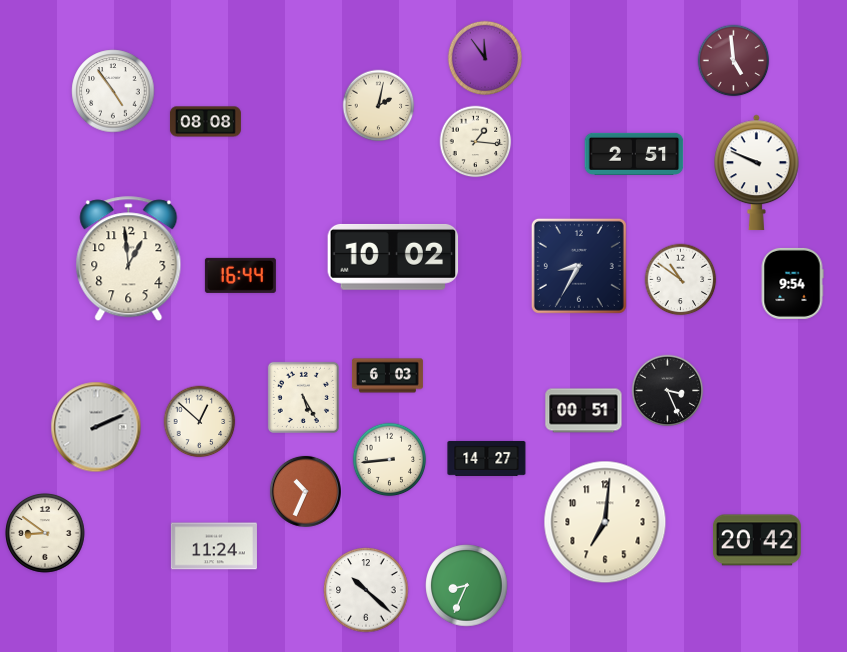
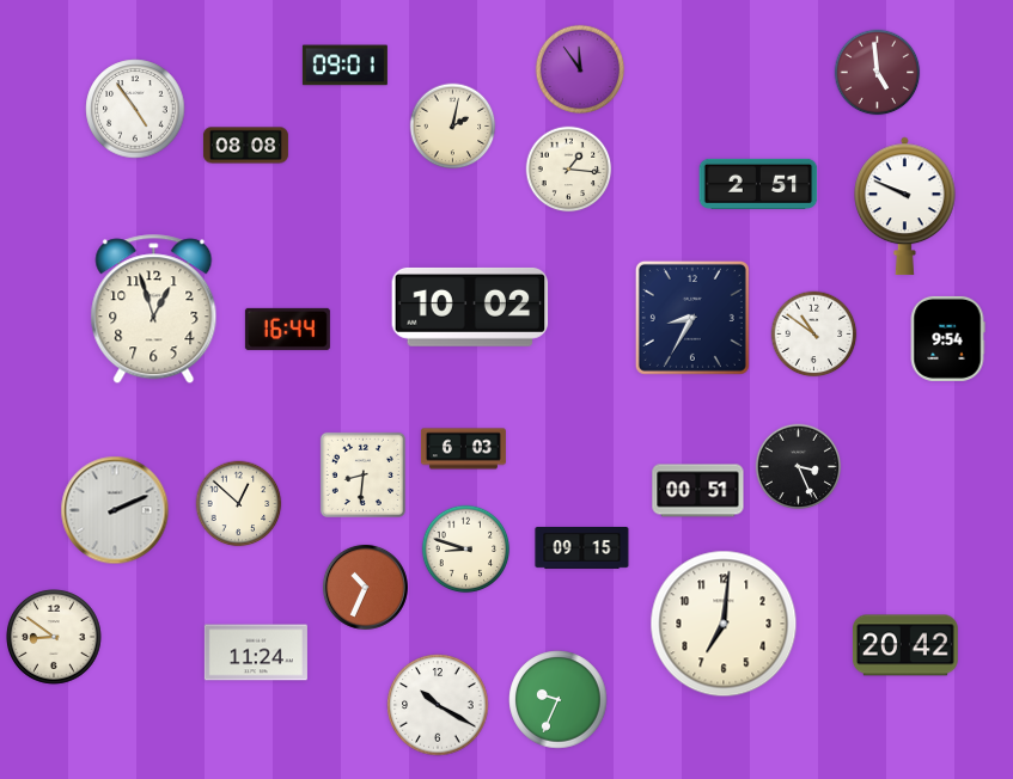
clock at (344, 66): none -> 09:01
clock at (129, 259): 12:59 -> 12:57
clock at (303, 397): 5:25 -> 8:31
clock at (487, 458): 14:27 -> 09:15
clock at (390, 460): 8:44 -> 8:48
clock at (467, 586): 8:34 -> 9:34
clock at (366, 590): 10:22 -> 10:20
